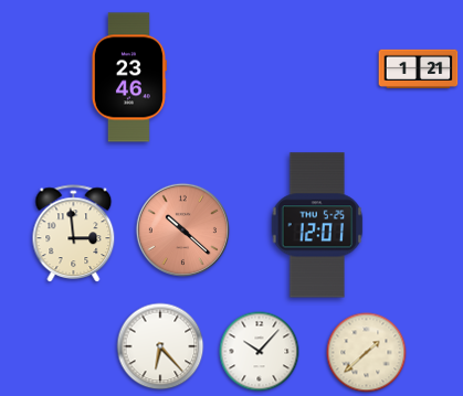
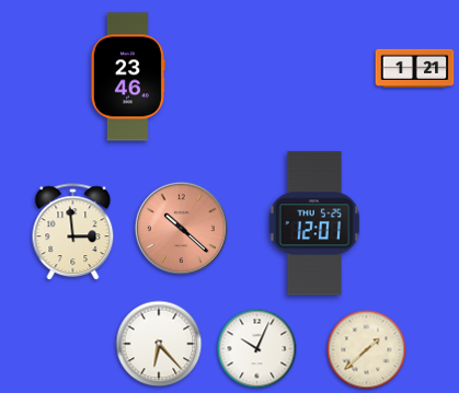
clock at (260, 352): 10:07 -> 10:04
clock at (367, 353) position: (367, 353) -> (367, 350)
